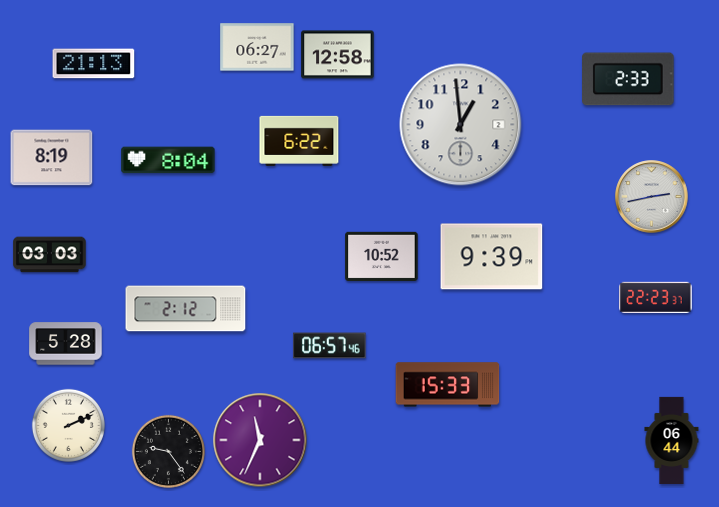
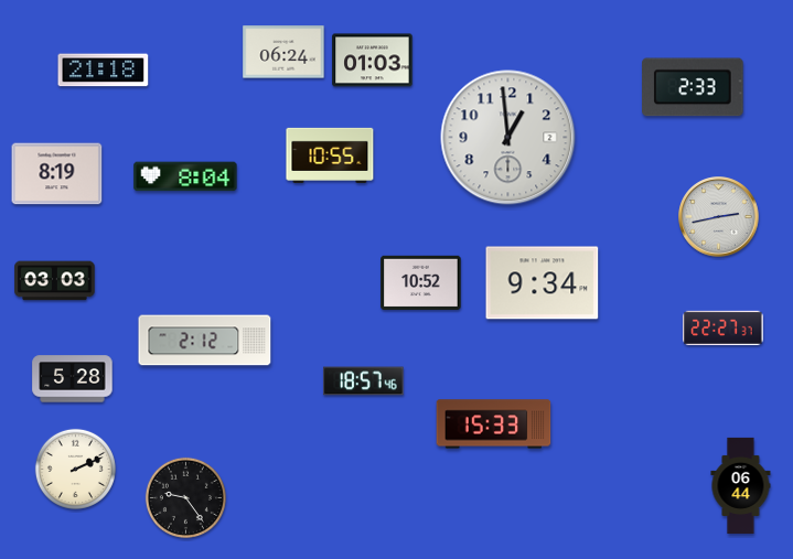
clock at (257, 47): 06:27 -> 06:24
clock at (338, 55): 12:58 -> 01:03
clock at (94, 64): 21:13 -> 21:18
clock at (299, 141): 6:22 -> 10:55
clock at (492, 257): 9:39 -> 9:34
clock at (656, 297): 22:23 -> 22:27
clock at (330, 346): 06:57 -> 18:57
clock at (260, 440): 11:34 -> none
